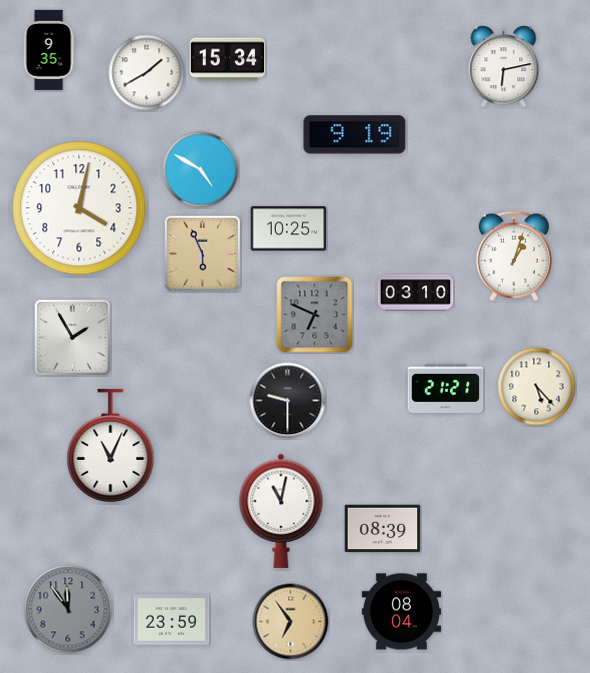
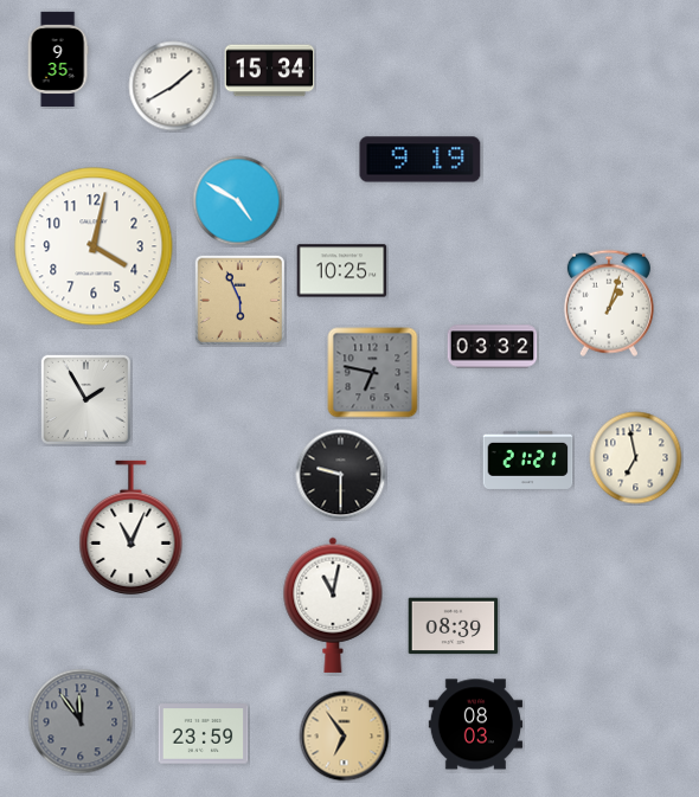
clock at (504, 67): 6:13 -> none
clock at (416, 293): 03:10 -> 03:32
clock at (315, 315): 6:49 -> 6:47
clock at (537, 387): 5:23 -> 6:58
clock at (401, 612): 08:04 -> 08:03
